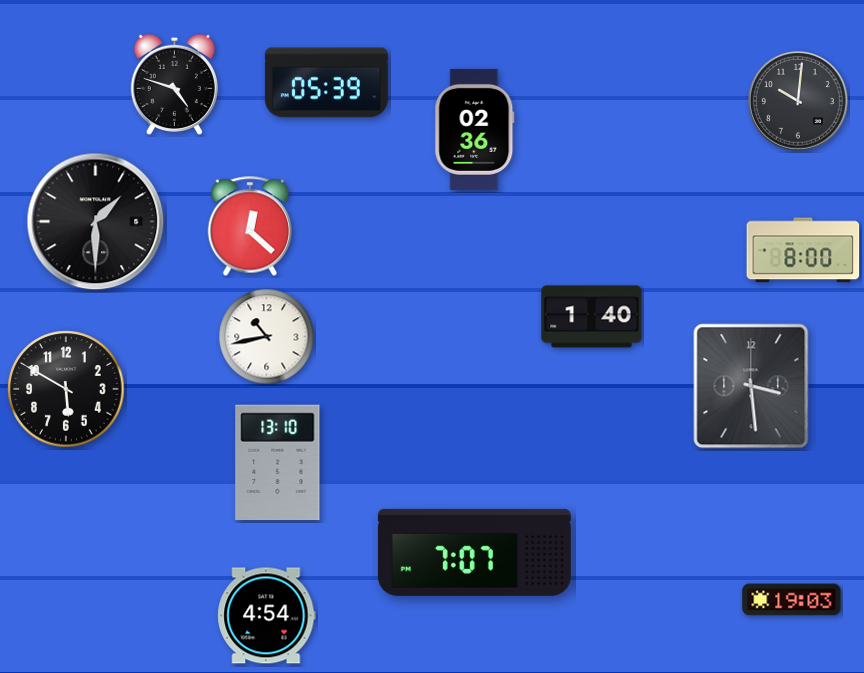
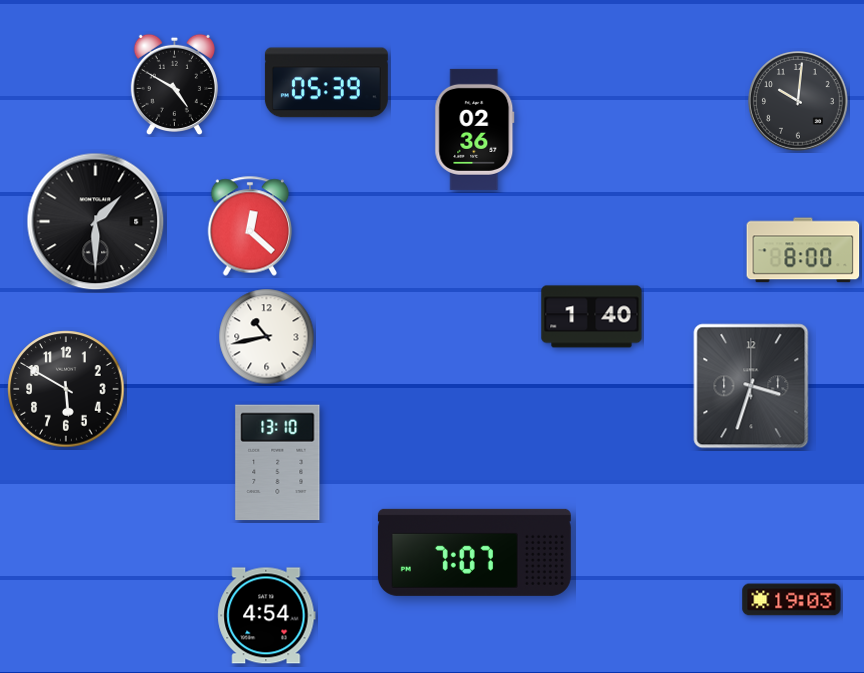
clock at (174, 84): 4:48 -> 4:50
clock at (751, 386): 3:29 -> 3:33
